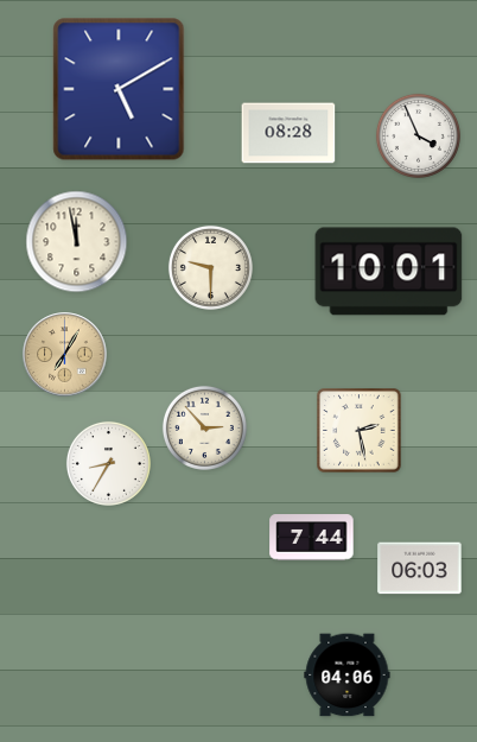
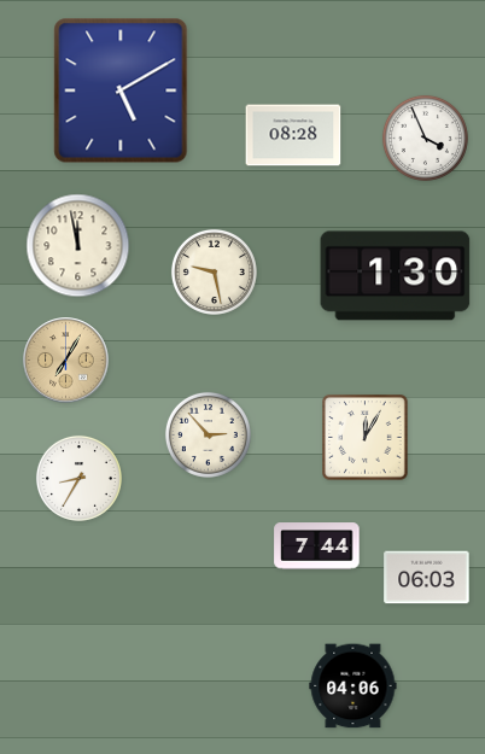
clock at (210, 267): 9:30 -> 9:28
clock at (389, 272): 10:01 -> 1:30
clock at (360, 431): 2:28 -> 12:05
clock at (108, 463) position: (108, 463) -> (78, 478)
